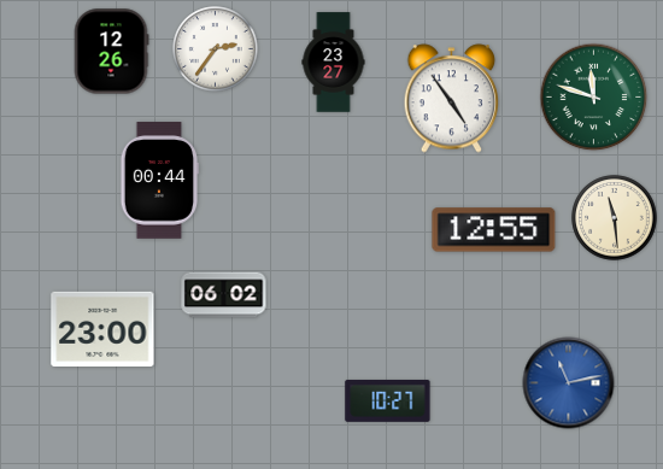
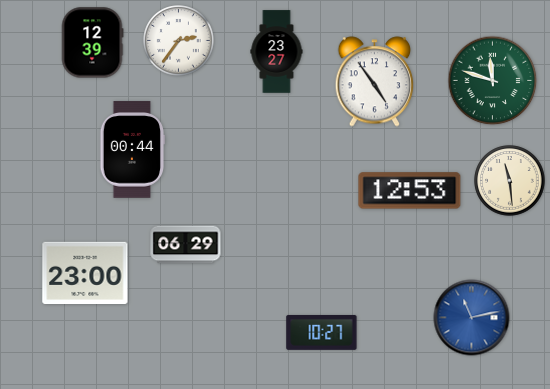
clock at (111, 52): 12:26 -> 12:39
clock at (494, 230): 12:55 -> 12:53
clock at (224, 295): 06:02 -> 06:29
